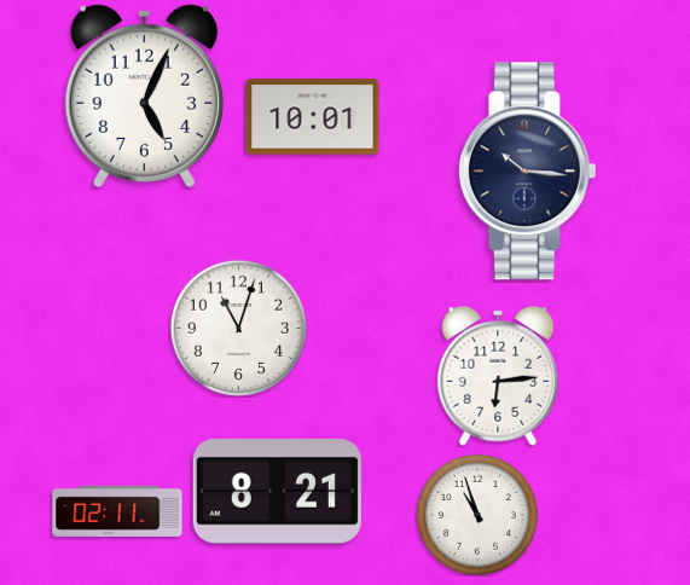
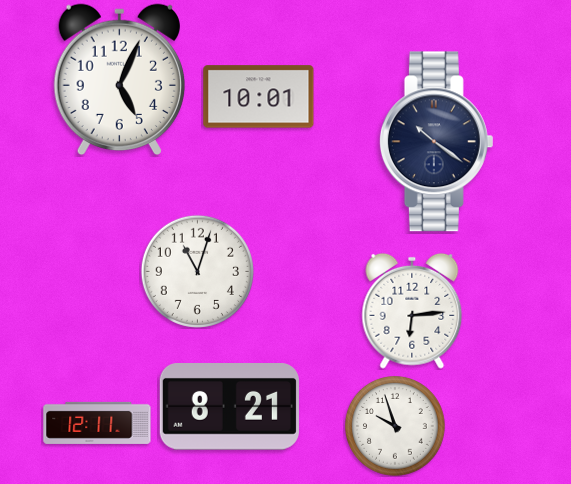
clock at (527, 172): 10:16 -> 10:21
clock at (117, 511): 02:11 -> 12:11
clock at (479, 516): 10:57 -> 9:57
